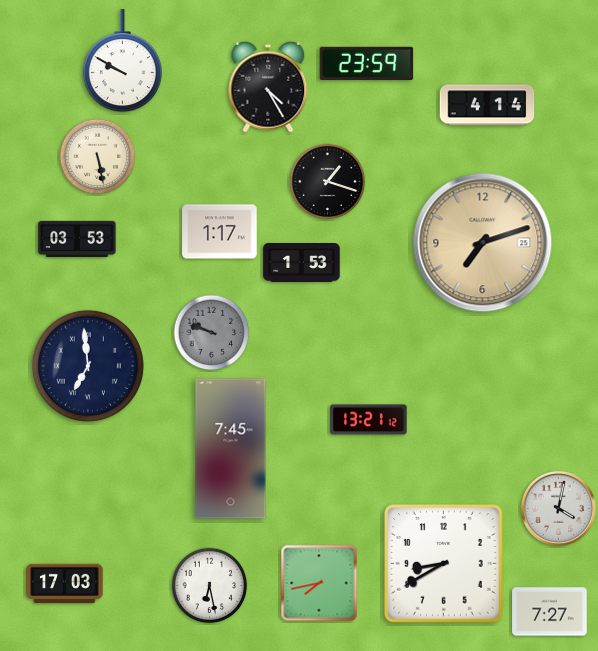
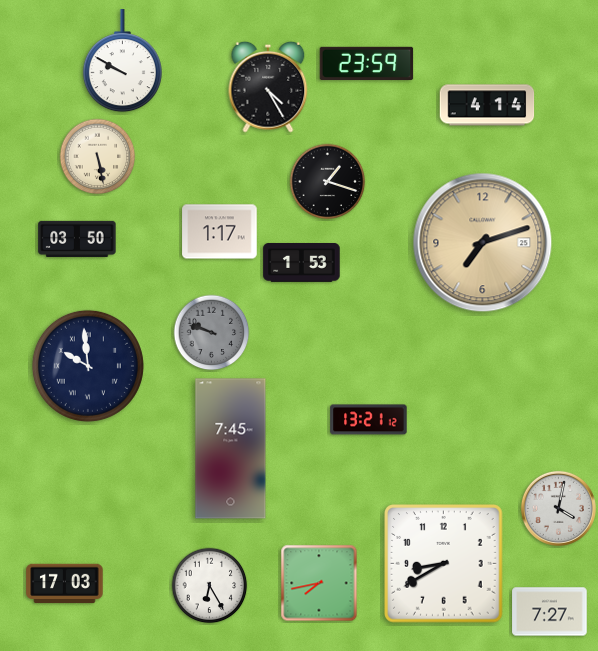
clock at (77, 239): 03:53 -> 03:50
clock at (88, 366): 6:59 -> 9:59
clock at (210, 586): 6:28 -> 6:25
